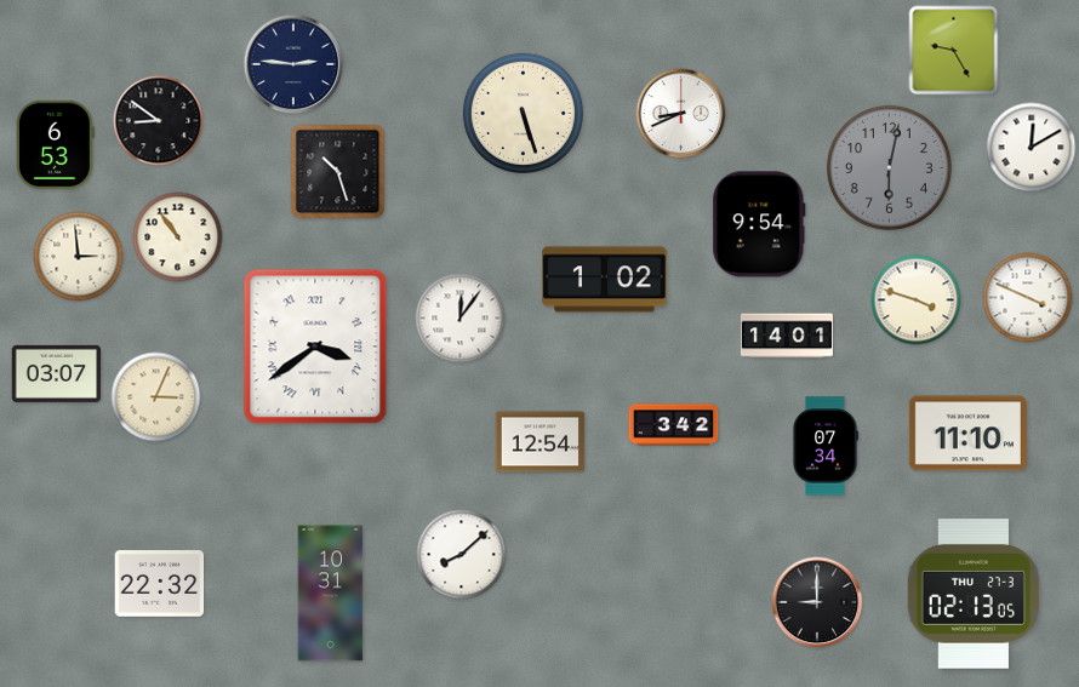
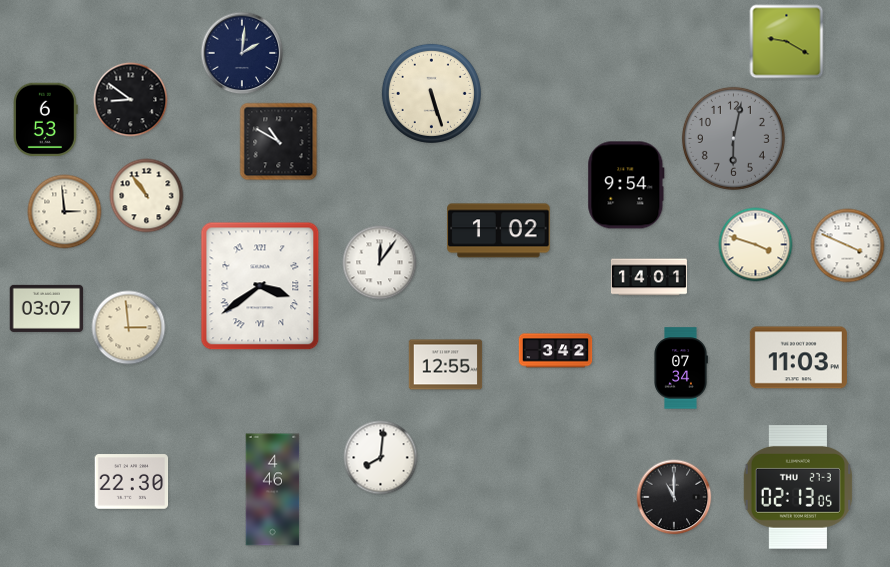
clock at (954, 51): 9:25 -> 9:20
clock at (293, 64): 2:46 -> 2:01
clock at (681, 114): 8:41 -> none
clock at (1032, 148): 12:10 -> none
clock at (338, 172): 10:27 -> 10:50
clock at (917, 300) position: (917, 300) -> (756, 245)
clock at (156, 397): 3:04 -> 2:59
clock at (967, 434): 11:10 -> 11:03
clock at (541, 442): 12:54 -> 12:55
clock at (462, 555): 8:08 -> 8:01
clock at (160, 584): 22:32 -> 22:30
clock at (331, 594): 10:31 -> 4:46
clock at (974, 594) position: (974, 594) -> (798, 487)
clock at (817, 602): 9:00 -> 11:00
